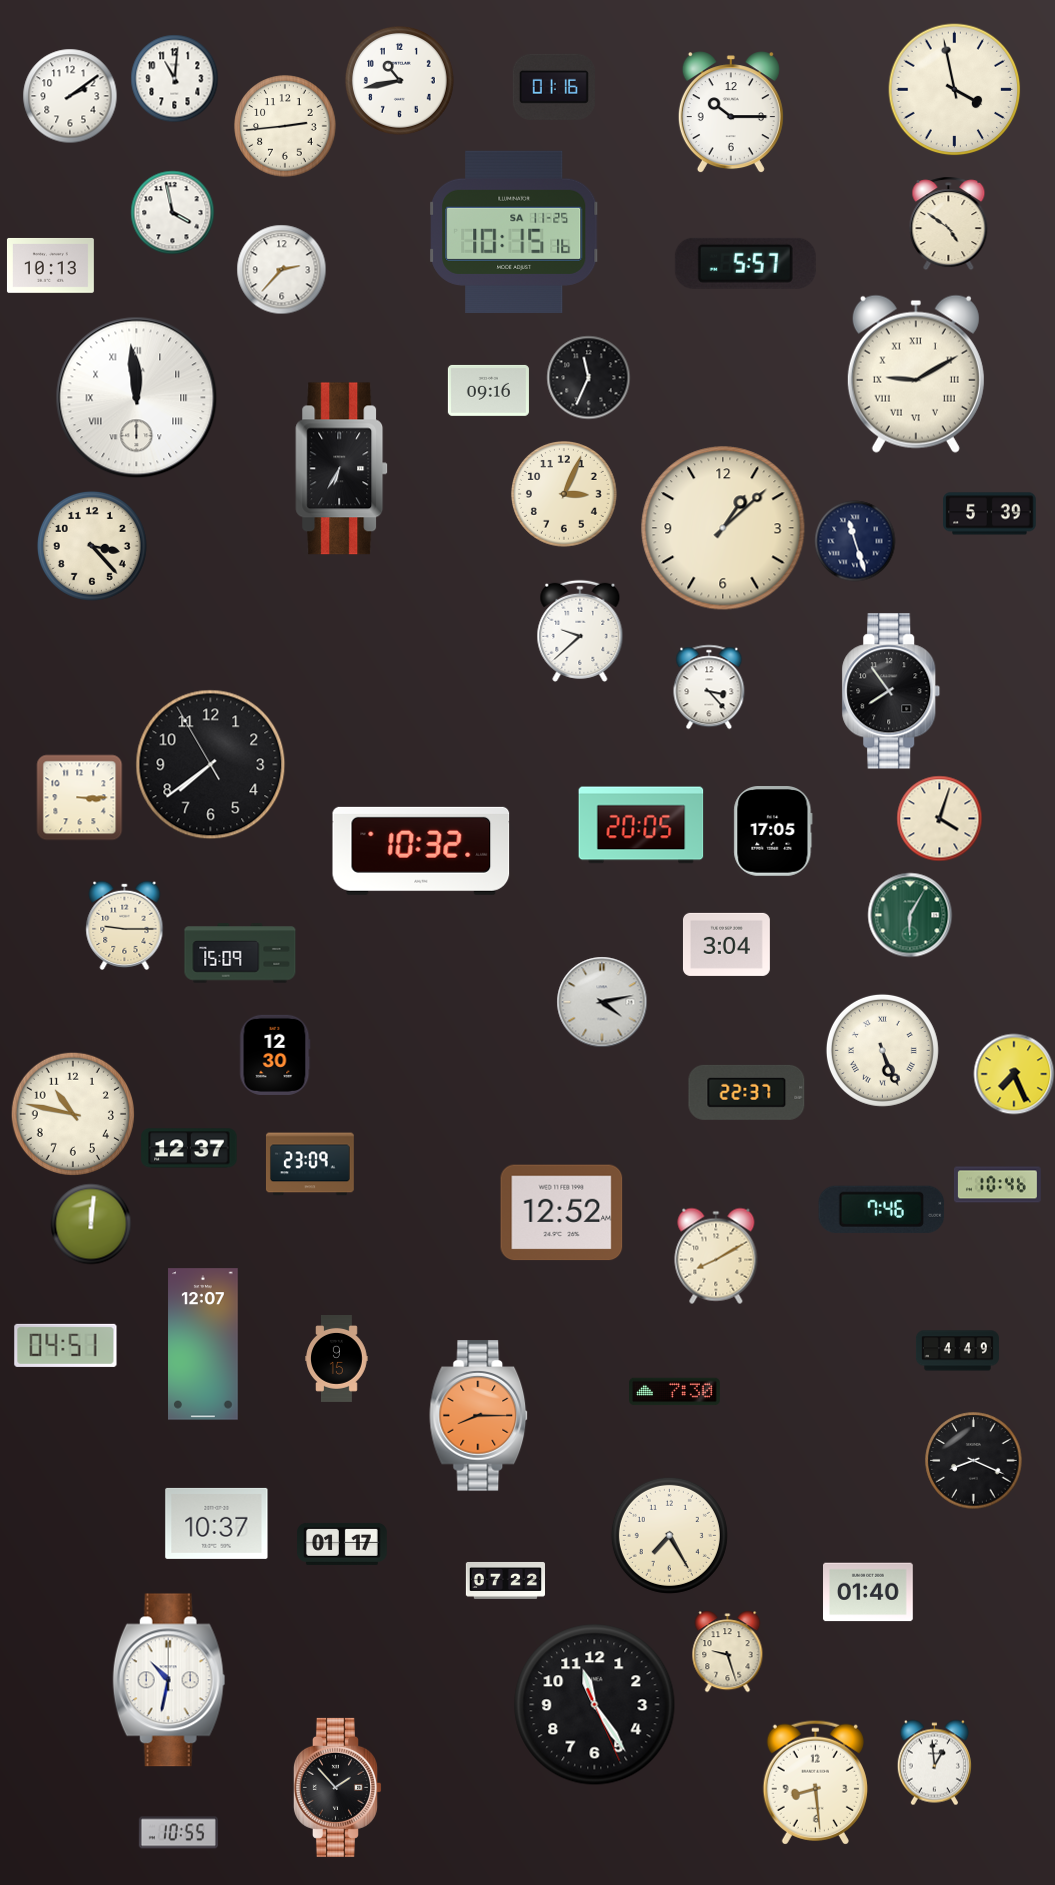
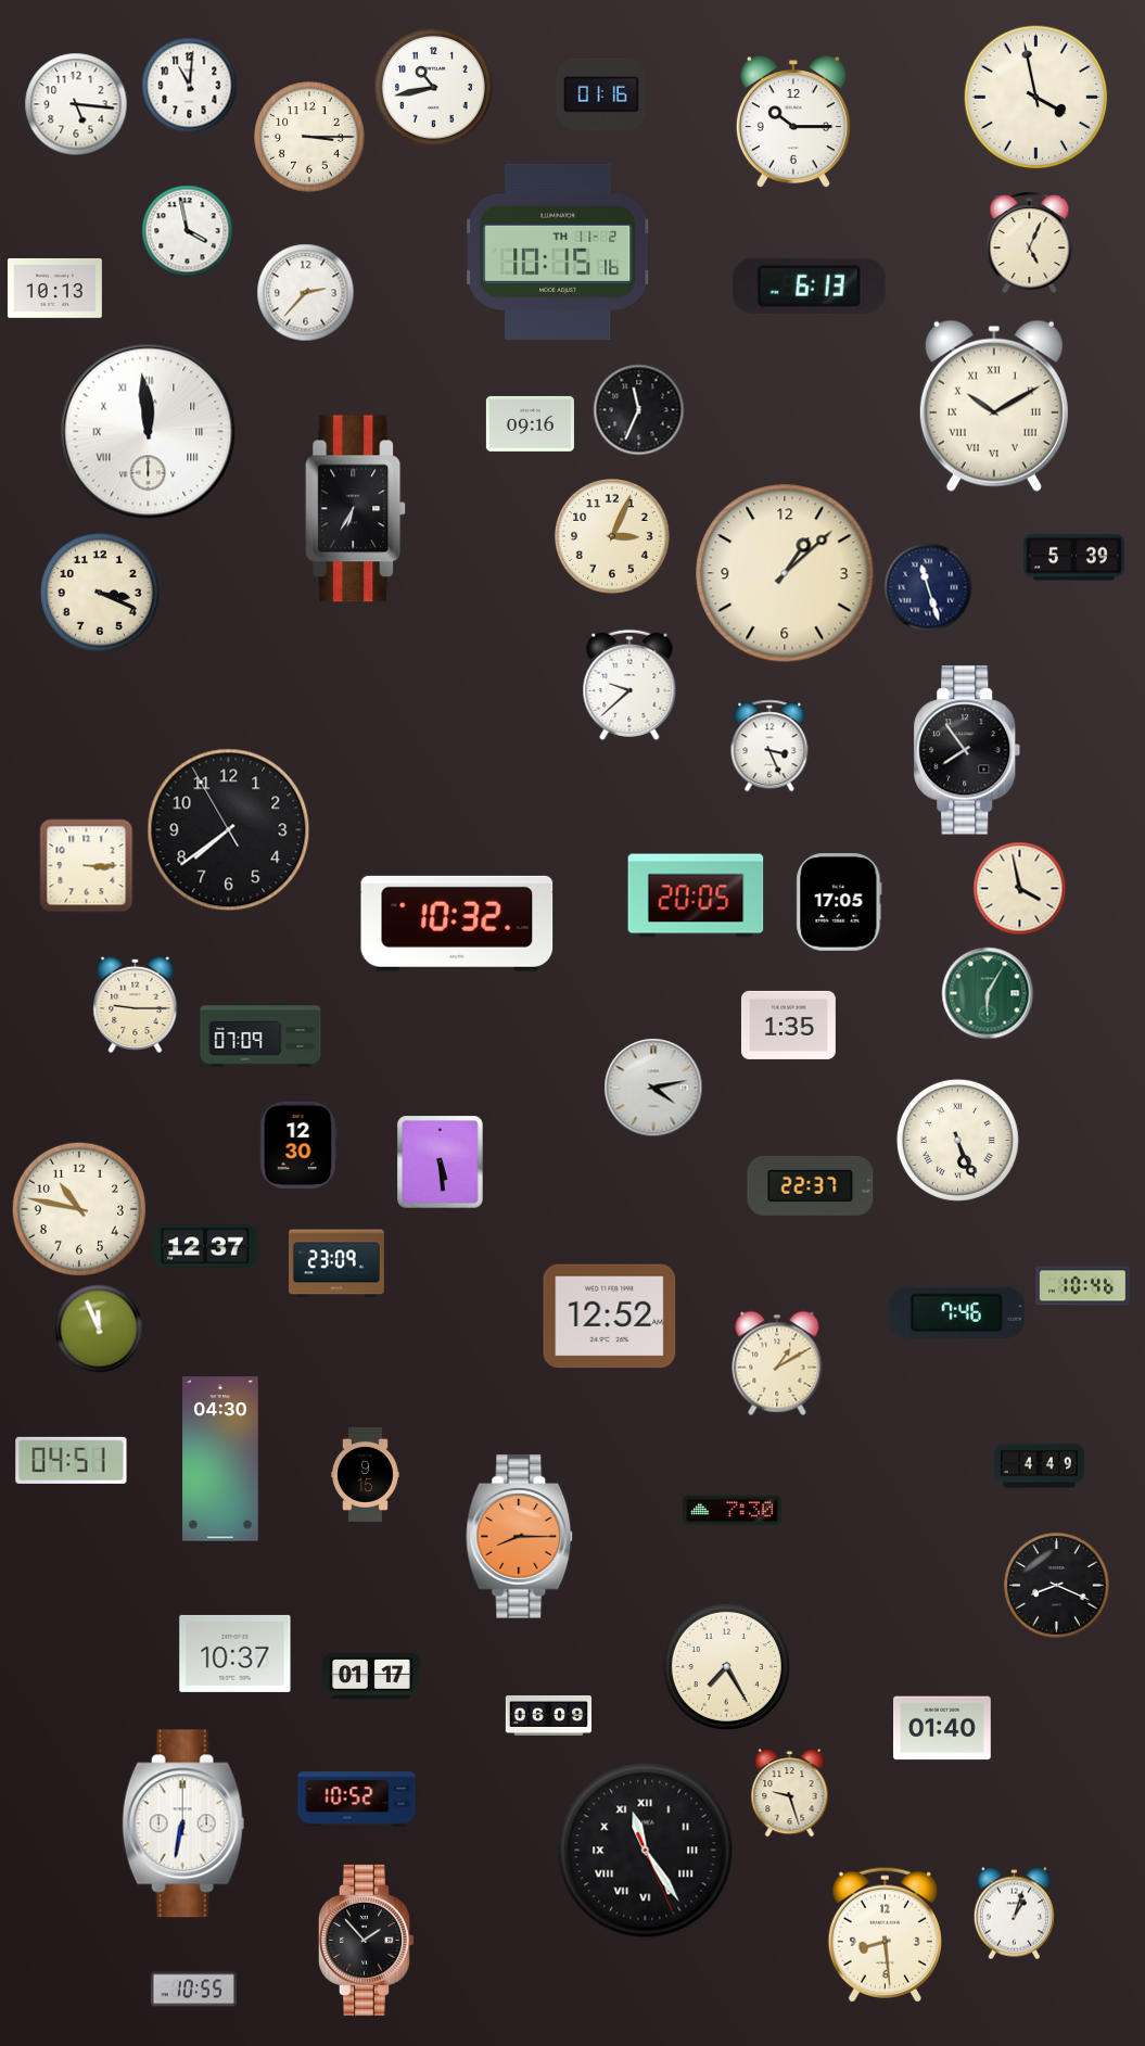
clock at (70, 96): 2:09 -> 5:16
clock at (285, 126): 2:44 -> 3:15
clock at (949, 223): 4:51 -> 5:04
clock at (514, 232) date: SA 11-25 -> TH 11-2
clock at (745, 263): 5:57 -> 6:13
clock at (916, 374): 9:10 -> 10:10
clock at (342, 469) position: (342, 469) -> (356, 509)
clock at (92, 546): 3:23 -> 3:19
clock at (709, 687): 3:23 -> 3:26
clock at (939, 818): 4:03 -> 3:58
clock at (726, 944): 3:04 -> 1:35
clock at (240, 953): 15:09 -> 07:09
clock at (441, 1161): none -> 5:29
clock at (1014, 1074): 7:26 -> none
clock at (91, 1224): 12:01 -> 11:56
clock at (716, 1256): 8:10 -> 1:10
clock at (203, 1344): 12:07 -> 04:30
clock at (505, 1580): 07:22 -> 06:09
clock at (357, 1800): none -> 10:52
clock at (169, 1680): 10:32 -> 6:32
clock at (595, 1705) numerals: Arabic -> Roman
clock at (934, 1762): 12:59 -> 1:03
